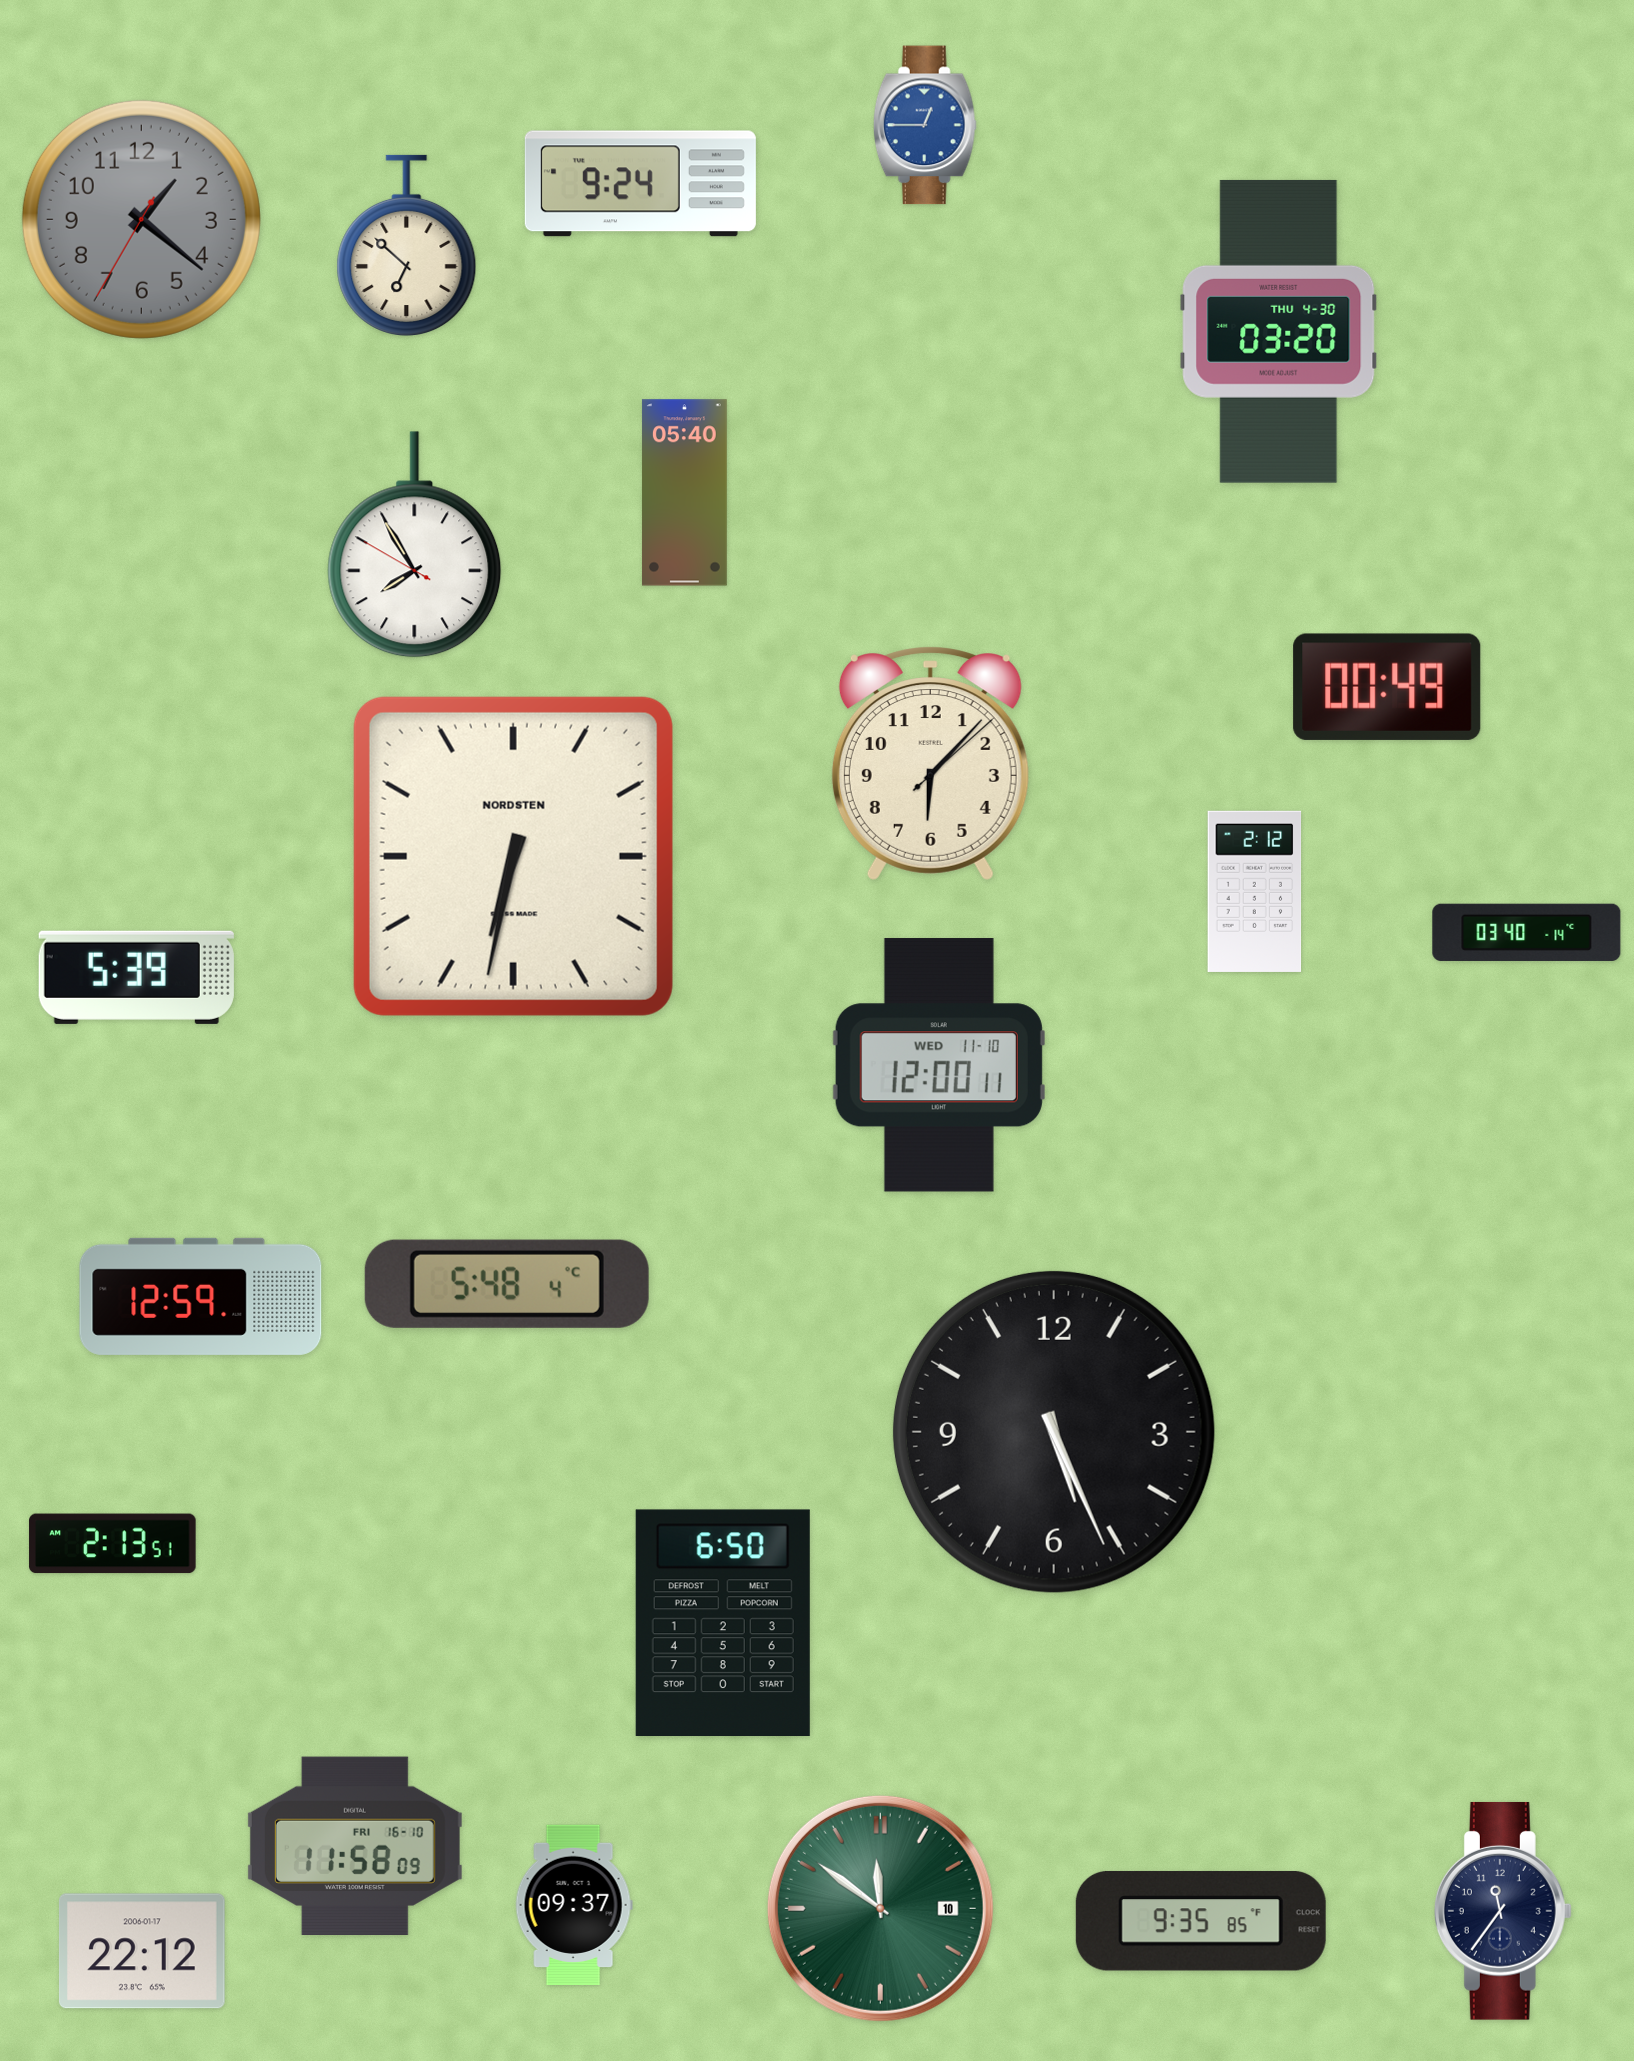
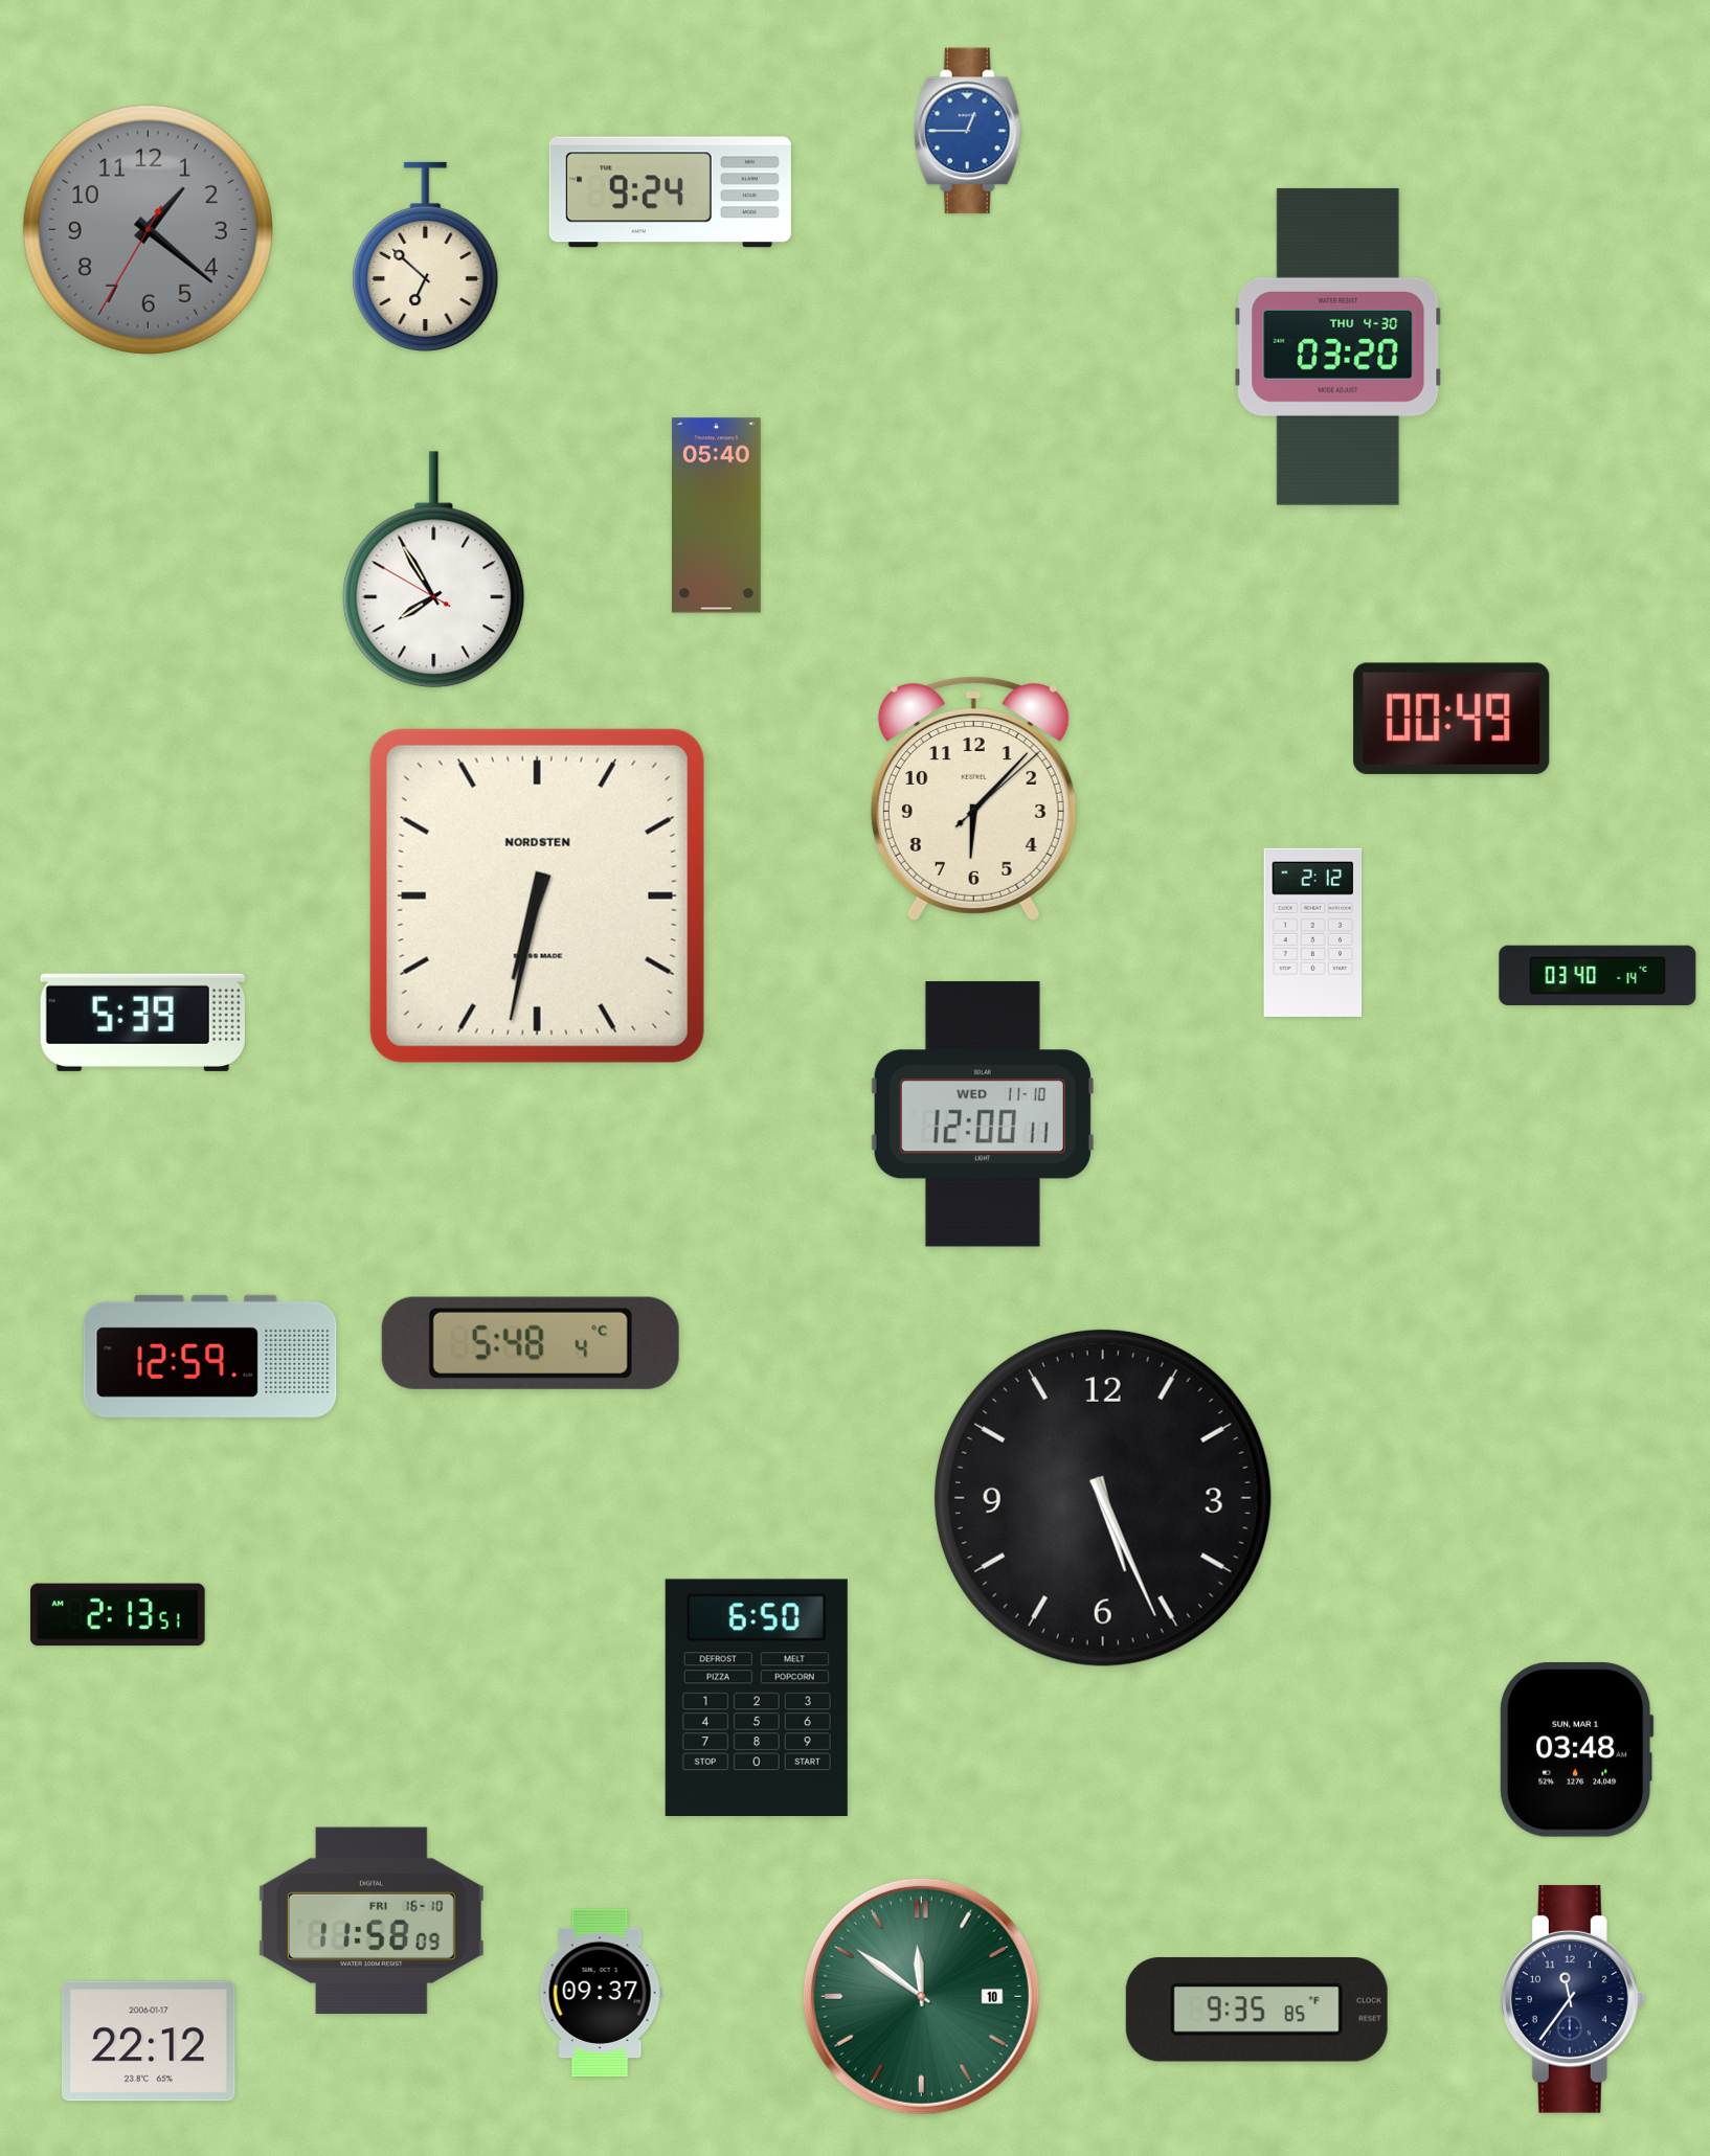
clock at (1577, 1749): none -> 03:48
clock at (355, 1845) position: (355, 1845) -> (372, 1920)
